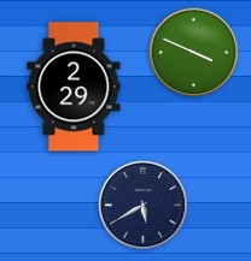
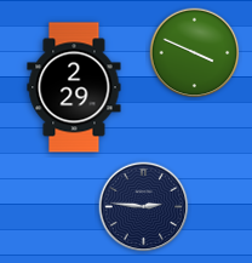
clock at (144, 206): 5:40 -> 2:46
